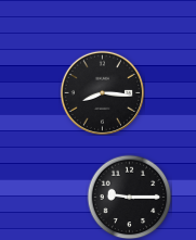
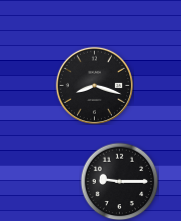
clock at (102, 92): 8:16 -> 8:18
